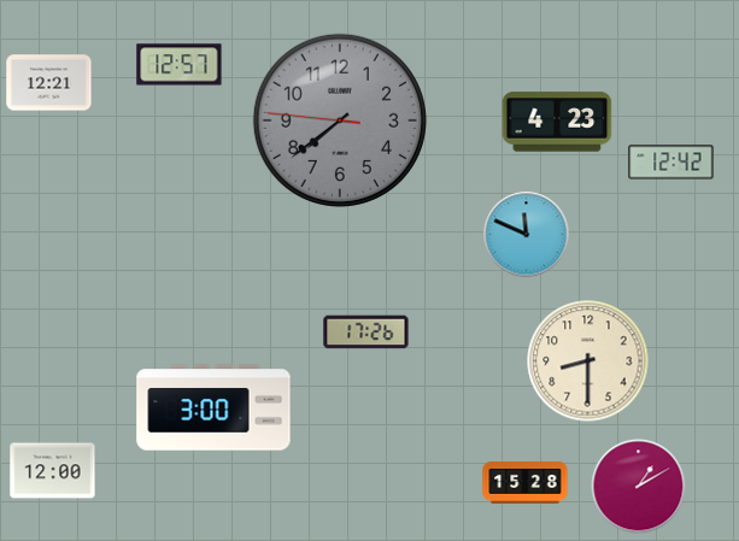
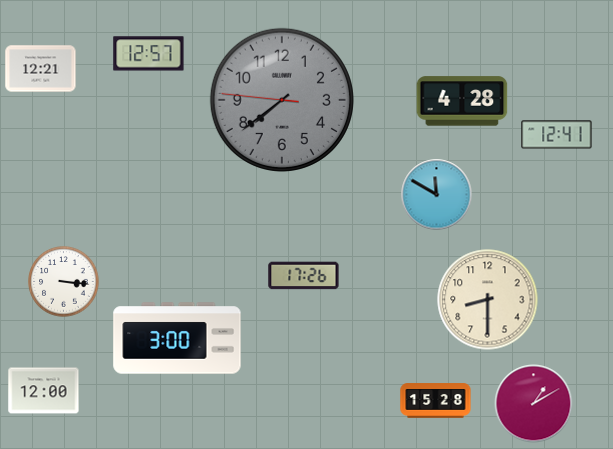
clock at (557, 122): 4:23 -> 4:28
clock at (671, 163): 12:42 -> 12:41
clock at (527, 235): 11:49 -> 11:50
clock at (64, 282): none -> 3:16
clock at (639, 487) position: (639, 487) -> (534, 404)
